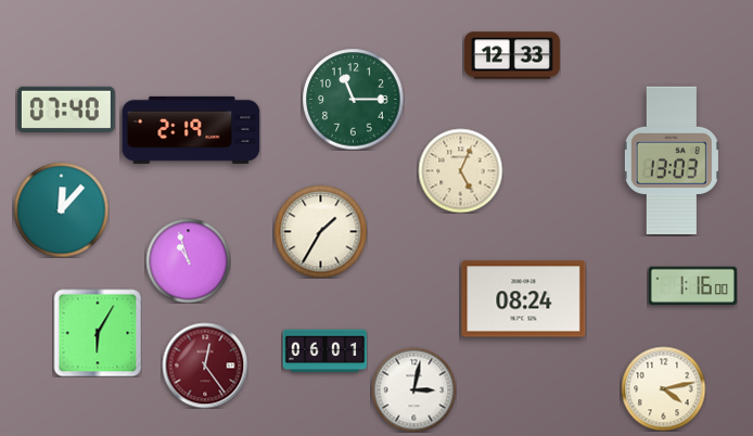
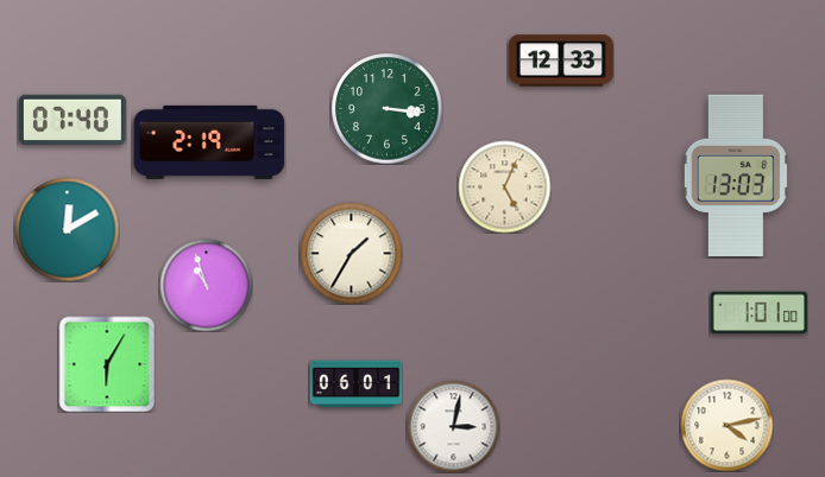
clock at (353, 99): 11:15 -> 3:16
clock at (61, 209): 12:07 -> 12:10
clock at (692, 286): 1:16 -> 1:01
clock at (524, 299): 08:24 -> none
clock at (205, 366): 12:24 -> none
